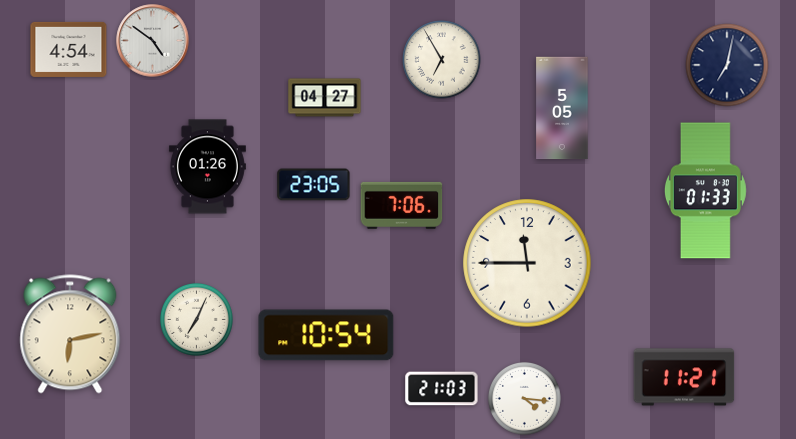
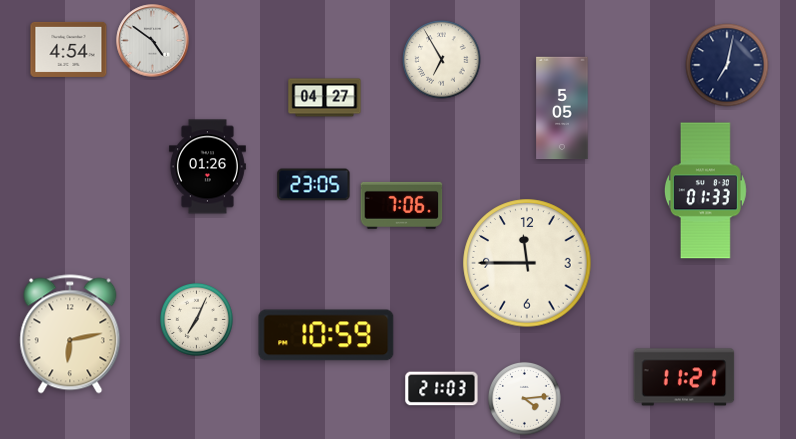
clock at (326, 335): 10:54 -> 10:59
clock at (524, 398): 4:16 -> 4:14
